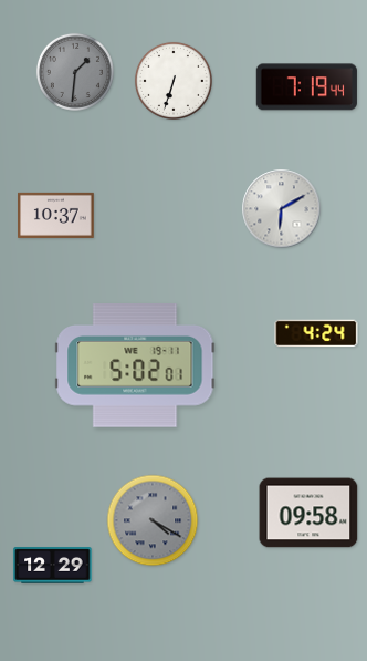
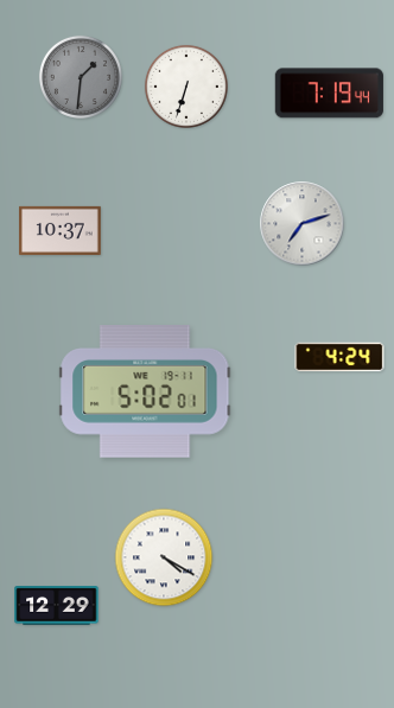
clock at (282, 209): 6:10 -> 7:12
clock at (308, 513): 09:58 -> none
clock at (153, 520) dial: grey -> white
